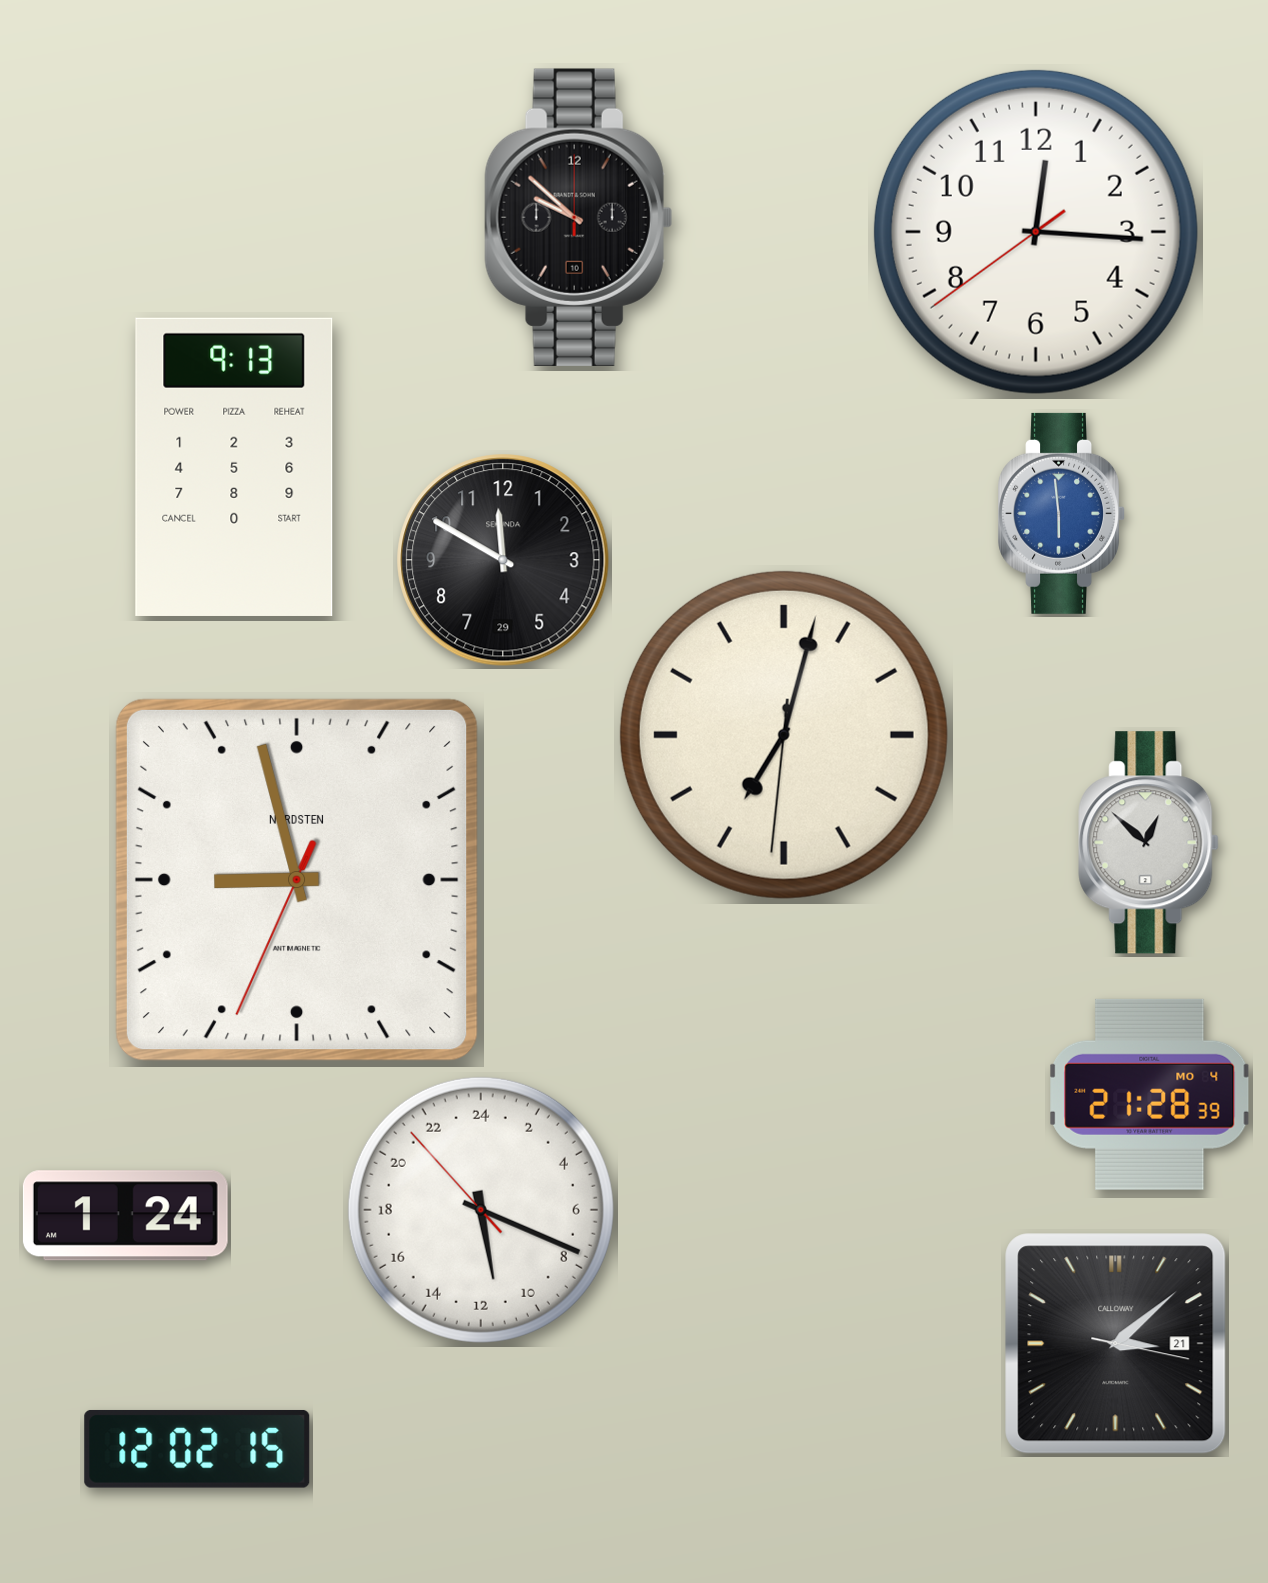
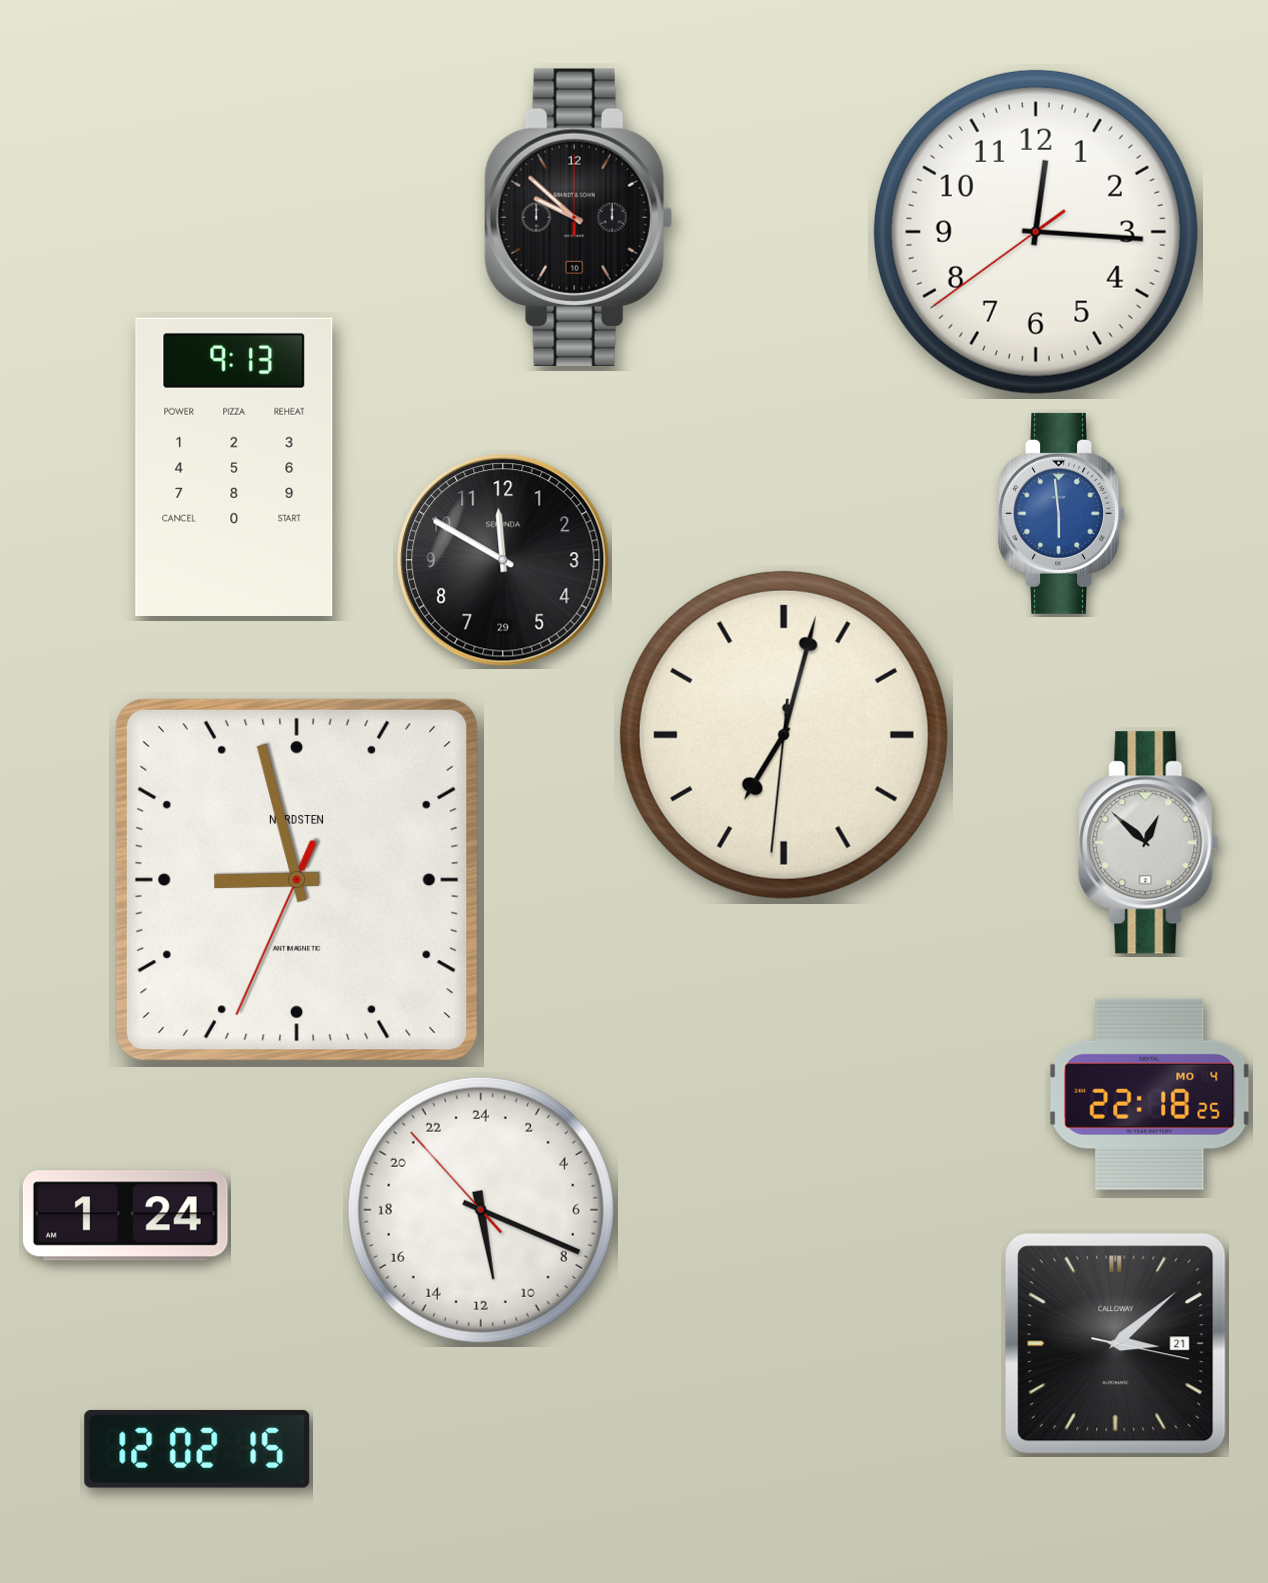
clock at (1150, 1094): 21:28 -> 22:18
